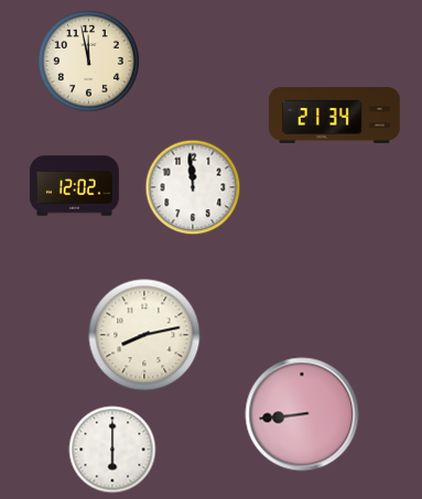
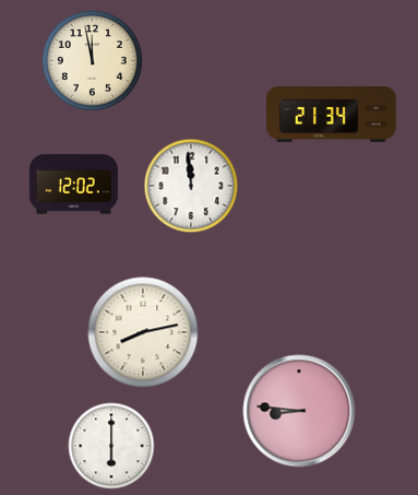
clock at (88, 61) position: (88, 61) -> (92, 60)
clock at (302, 414): 8:44 -> 8:46
